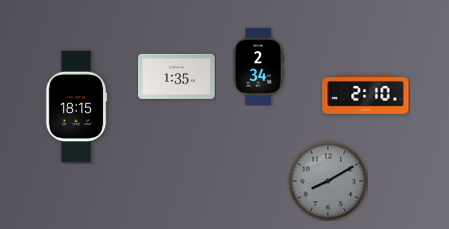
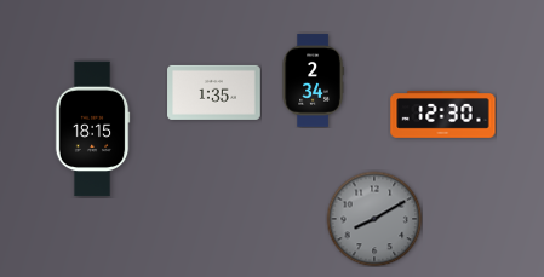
clock at (366, 95): 2:10 -> 12:30
clock at (328, 181) position: (328, 181) -> (374, 219)
